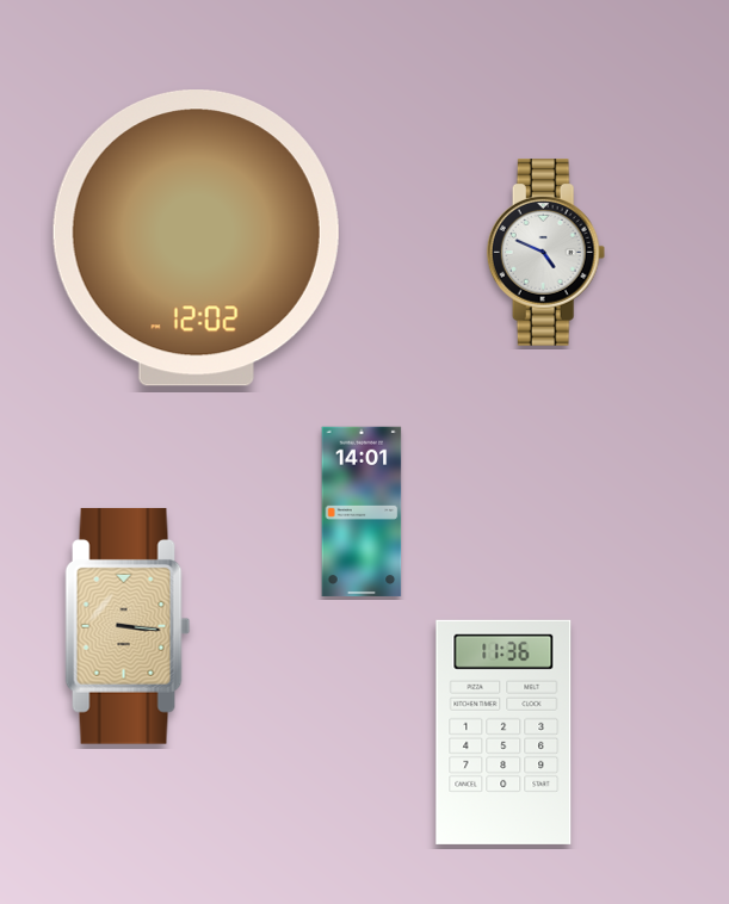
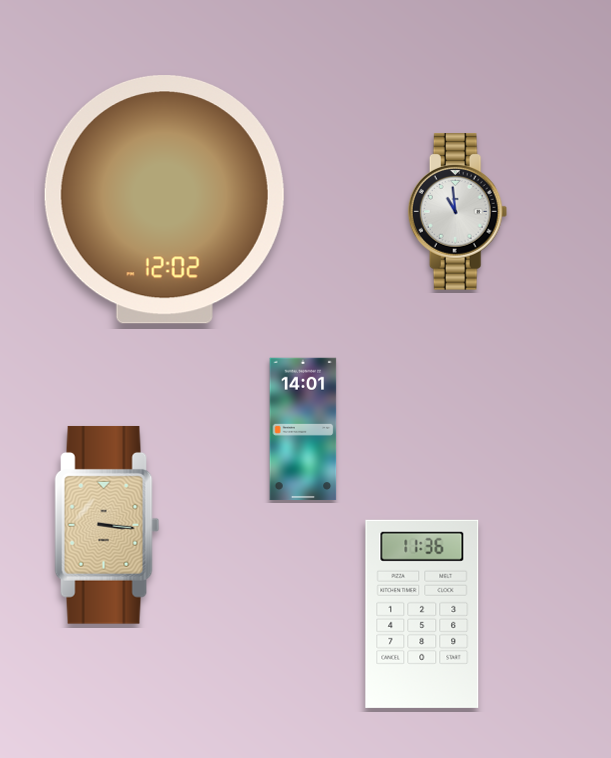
clock at (546, 253): 4:49 -> 10:59
